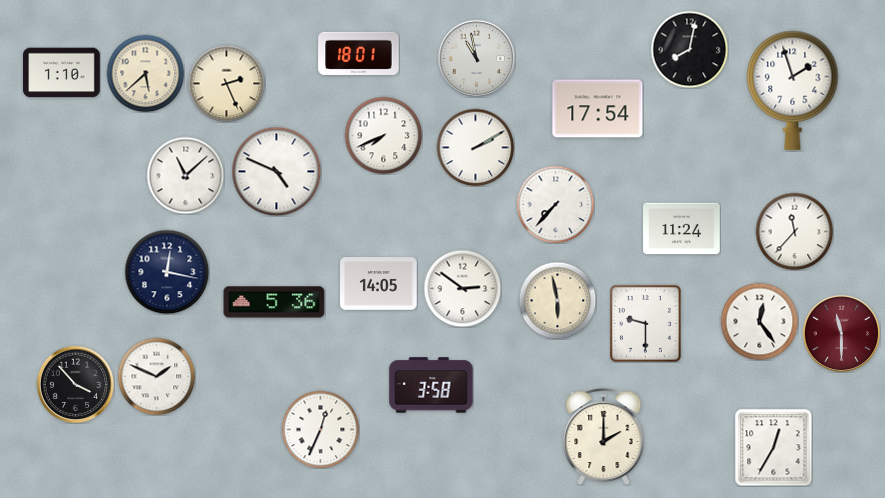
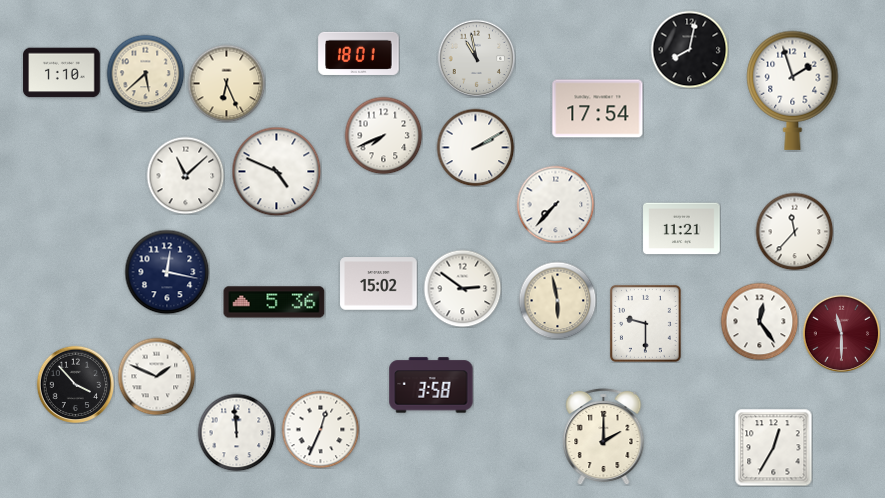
clock at (226, 83): 2:26 -> 6:26
clock at (682, 229): 11:24 -> 11:21
clock at (379, 284): 14:05 -> 15:02
clock at (236, 432): none -> 11:59
